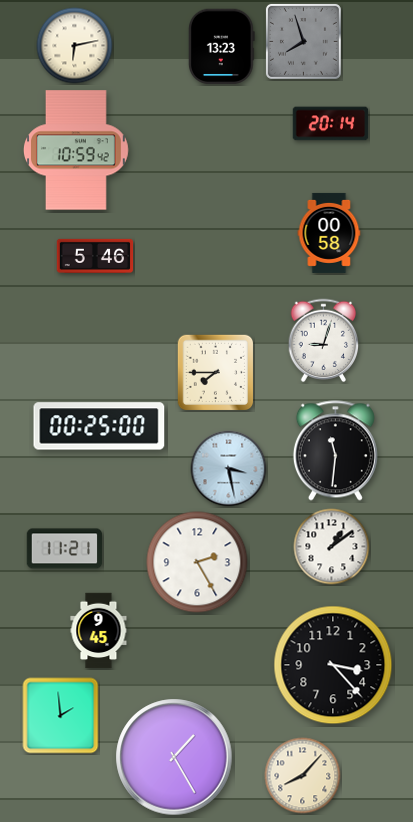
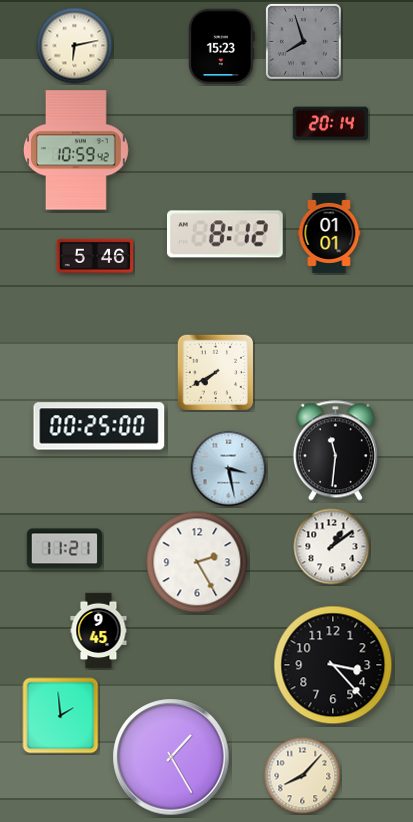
clock at (221, 47): 13:23 -> 15:23
clock at (329, 233): 00:58 -> 01:01
clock at (226, 234): none -> 8:12
clock at (324, 341): 9:03 -> none
clock at (215, 372): 7:45 -> 7:40
clock at (174, 757) position: (174, 757) -> (171, 757)
